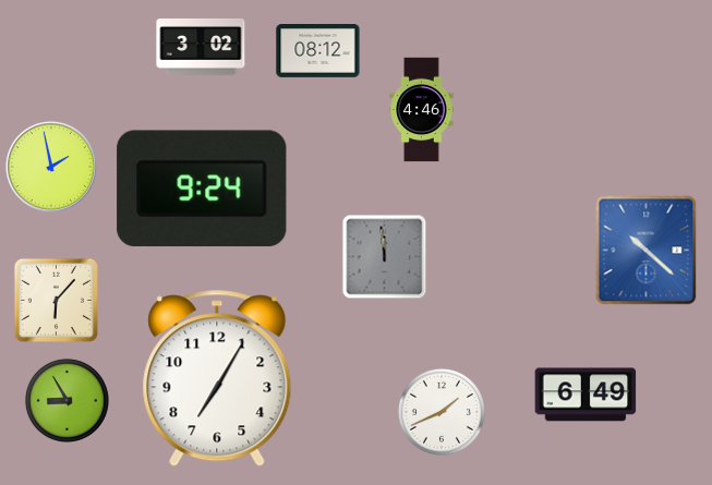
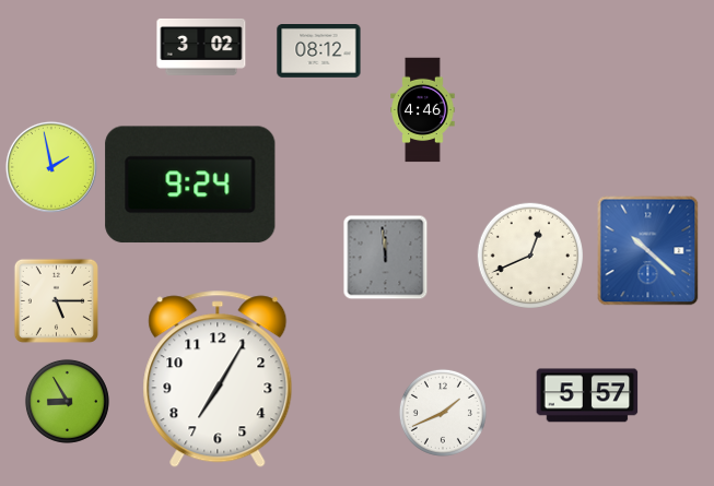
clock at (202, 189) position: (202, 189) -> (190, 185)
clock at (529, 254): none -> 12:41
clock at (56, 300): 6:07 -> 5:15
clock at (586, 395): 6:49 -> 5:57
